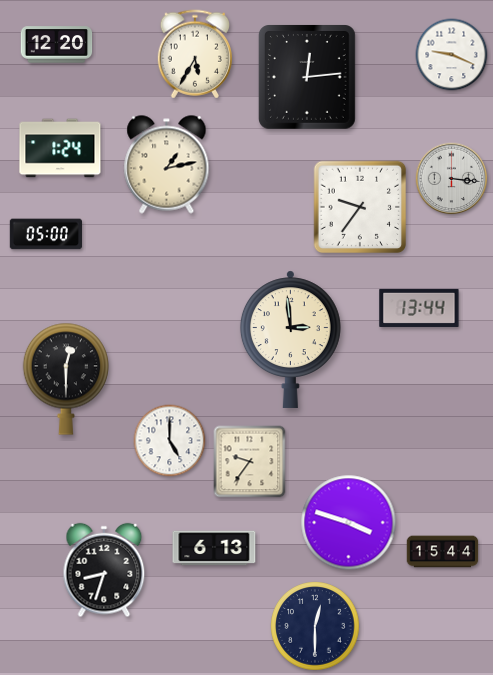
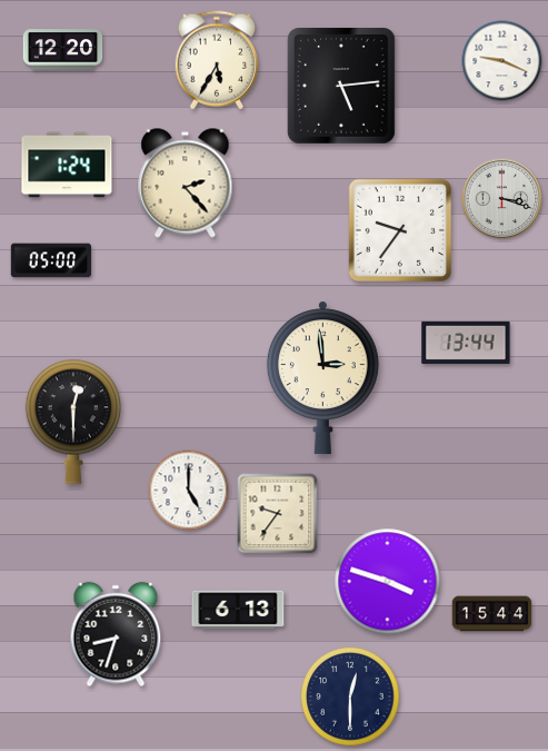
clock at (308, 78): 12:14 -> 5:14
clock at (167, 165): 1:13 -> 2:23
clock at (452, 179): 3:16 -> 3:18
